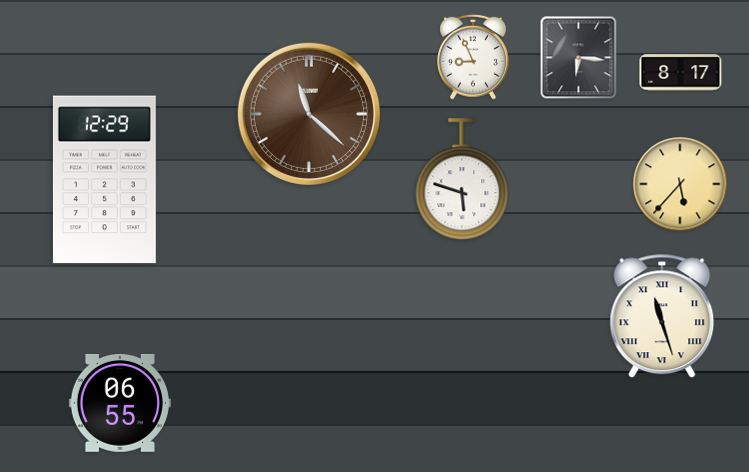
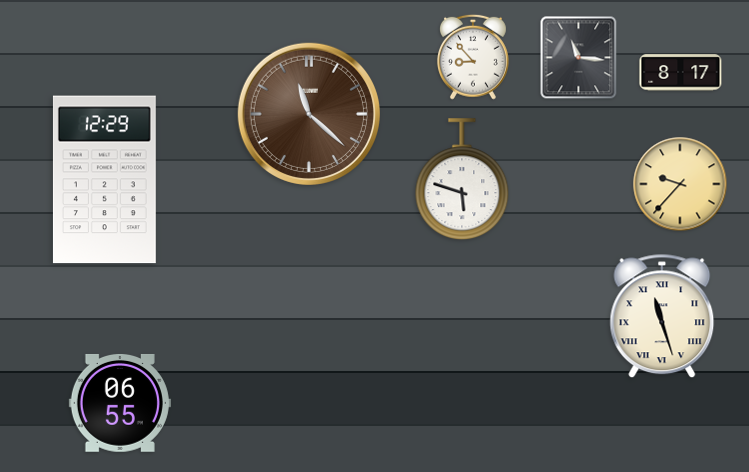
clock at (473, 57): 8:56 -> 8:53
clock at (579, 58): 6:16 -> 11:16
clock at (680, 184): 5:37 -> 9:37
